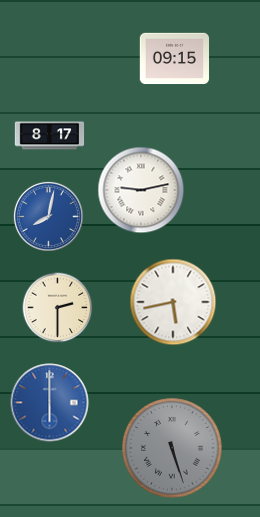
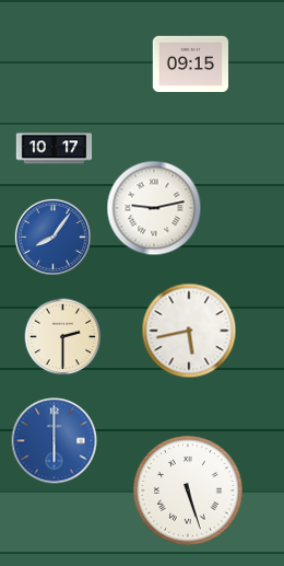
clock at (50, 136): 8:17 -> 10:17
clock at (48, 216): 8:02 -> 8:06
clock at (172, 448) dial: grey -> white
